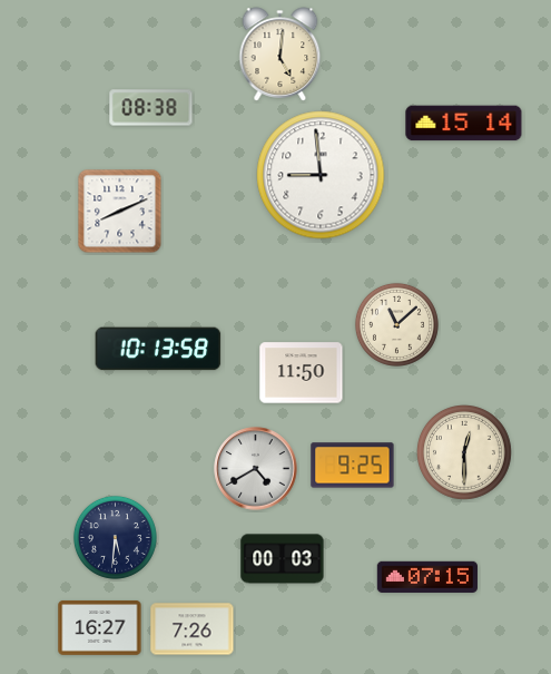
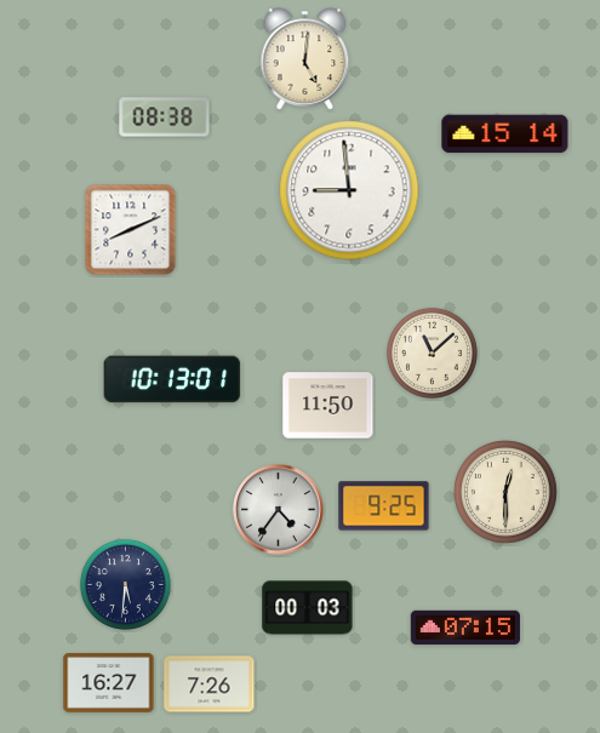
clock at (158, 349): 10:13:58 -> 10:13:01
clock at (256, 469): 4:40 -> 4:36
